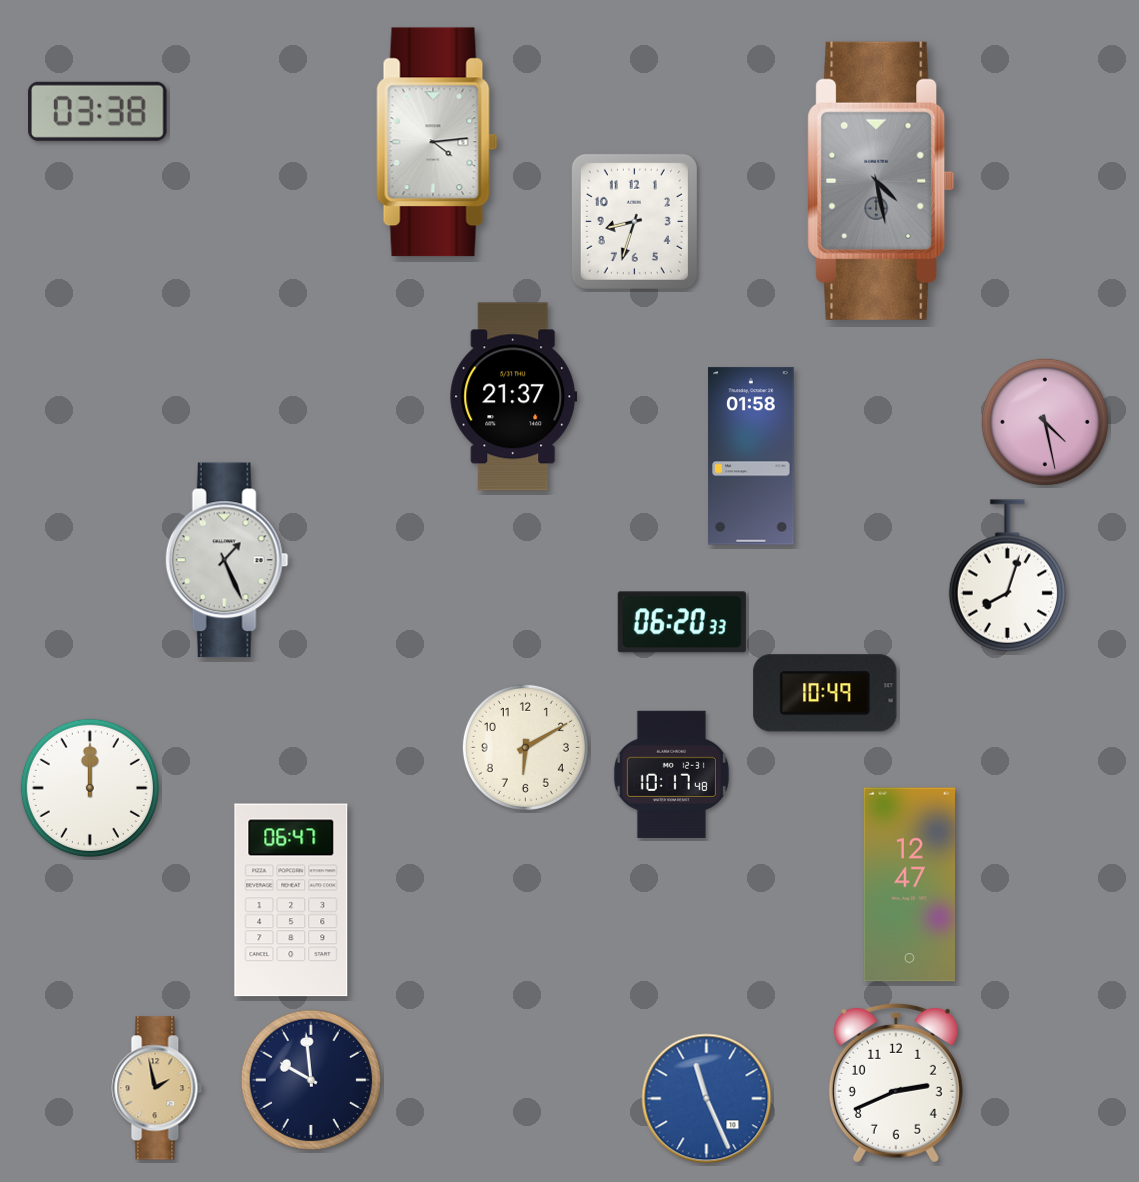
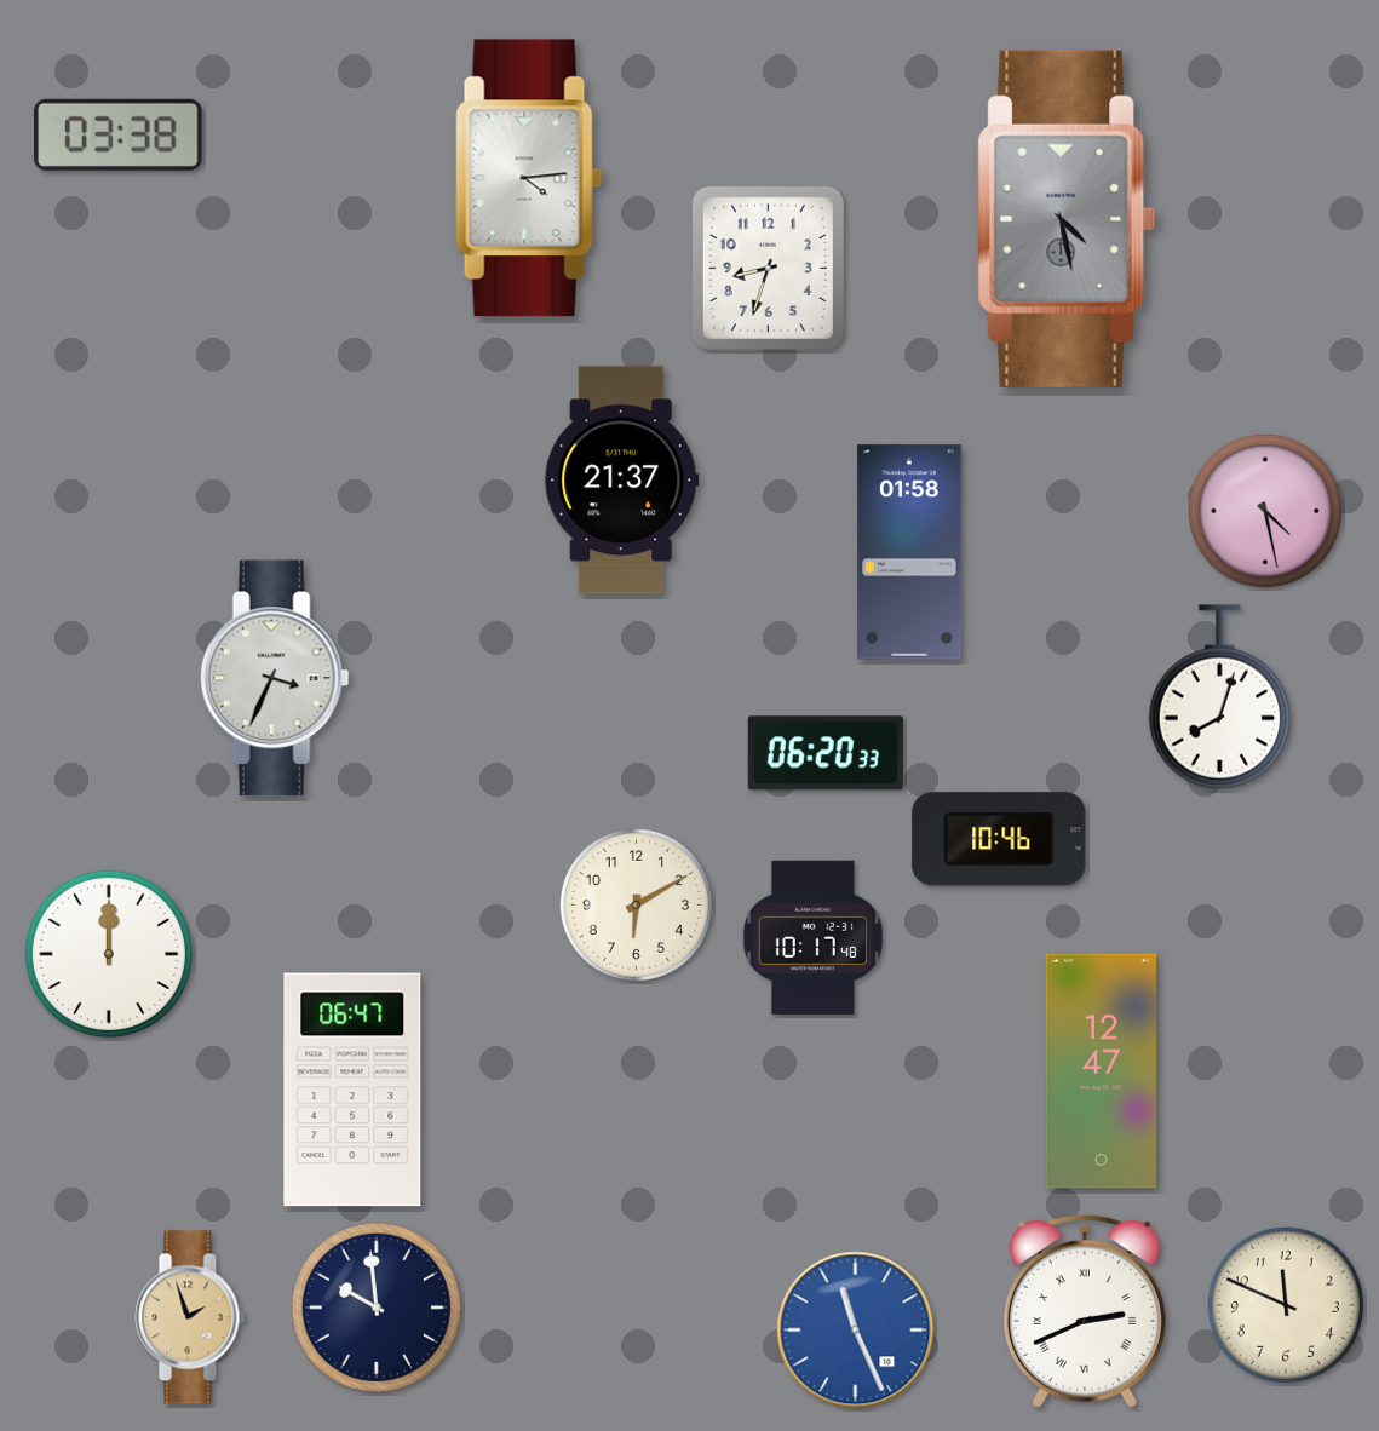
clock at (437, 142) position: (437, 142) -> (529, 178)
clock at (227, 560): 1:26 -> 3:34
clock at (825, 693): 10:49 -> 10:46
clock at (1286, 1305): none -> 11:49
clock at (896, 1083) numerals: Arabic -> Roman
clock at (157, 1088): 1:58 -> 1:57
